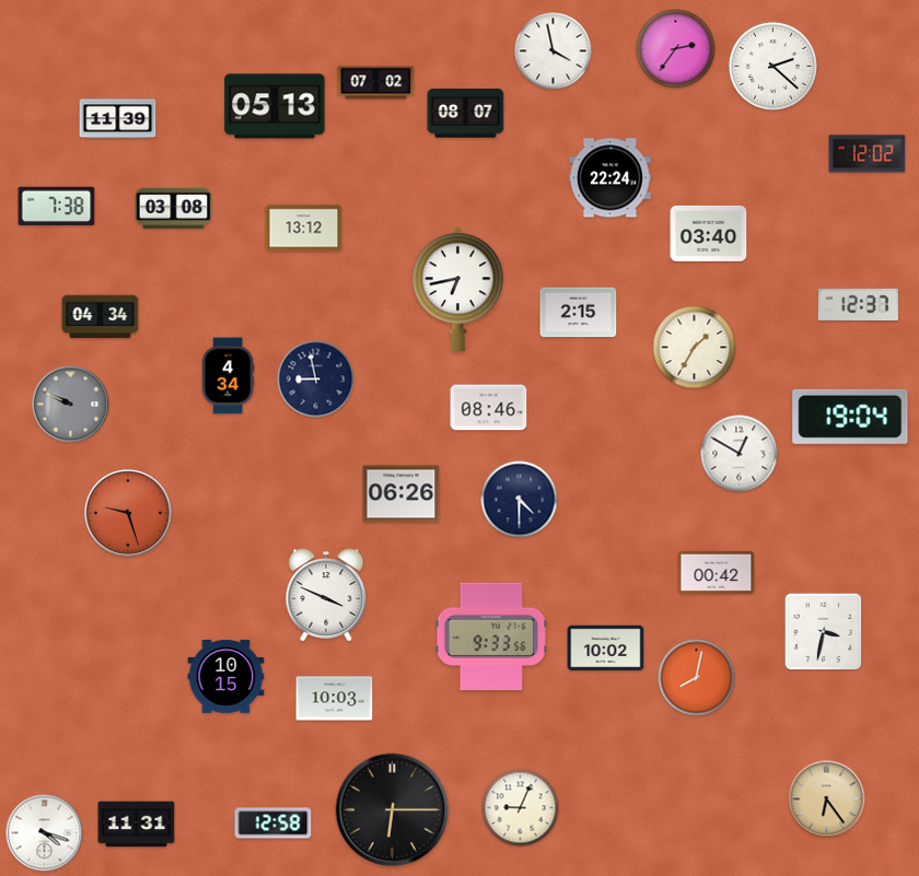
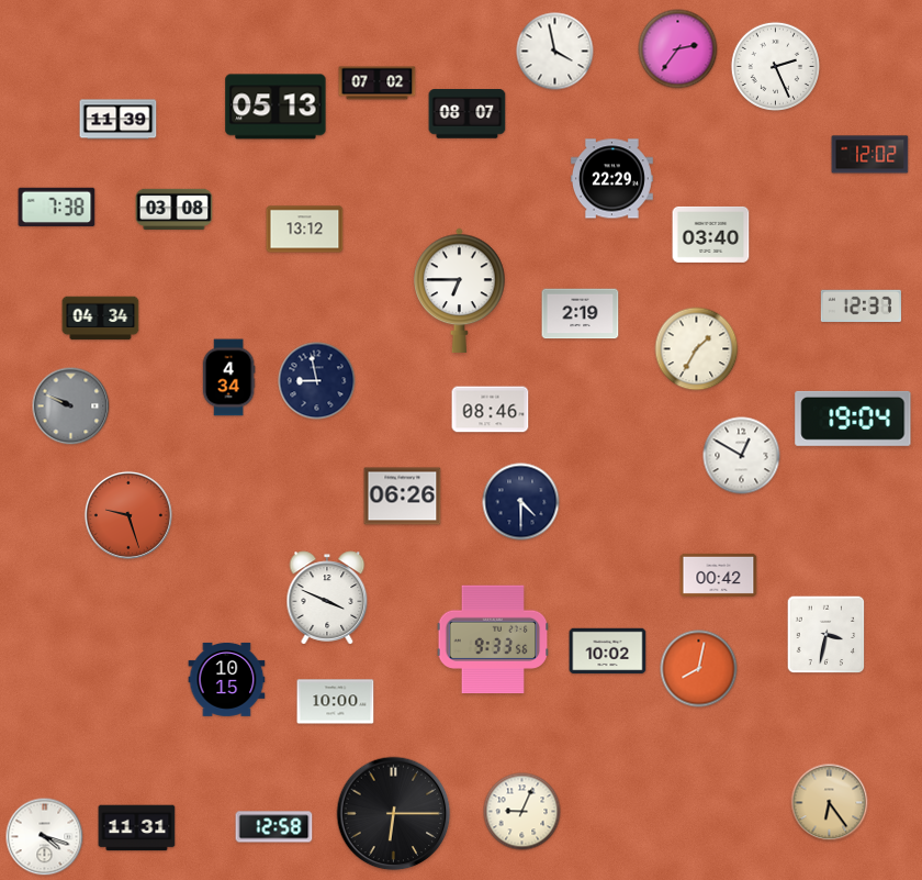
clock at (772, 66): 2:22 -> 2:26
clock at (609, 178): 22:24 -> 22:29
clock at (458, 289): 6:43 -> 6:45
clock at (579, 313): 2:15 -> 2:19
clock at (697, 678) position: (697, 678) -> (699, 669)
clock at (335, 699): 10:03 -> 10:00
